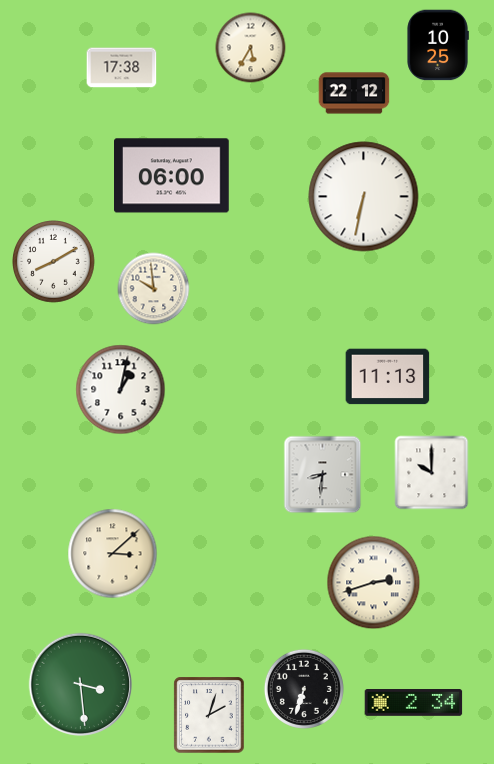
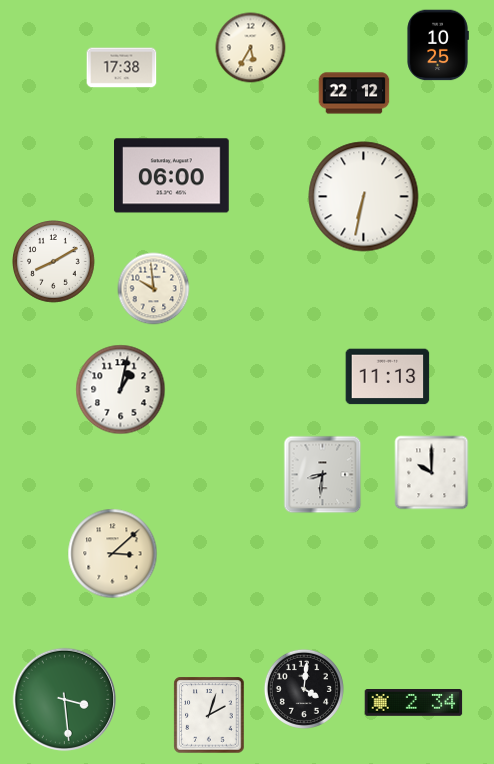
clock at (374, 583): 2:42 -> none
clock at (81, 685) position: (81, 685) -> (65, 700)
clock at (304, 689): 6:33 -> 4:01
